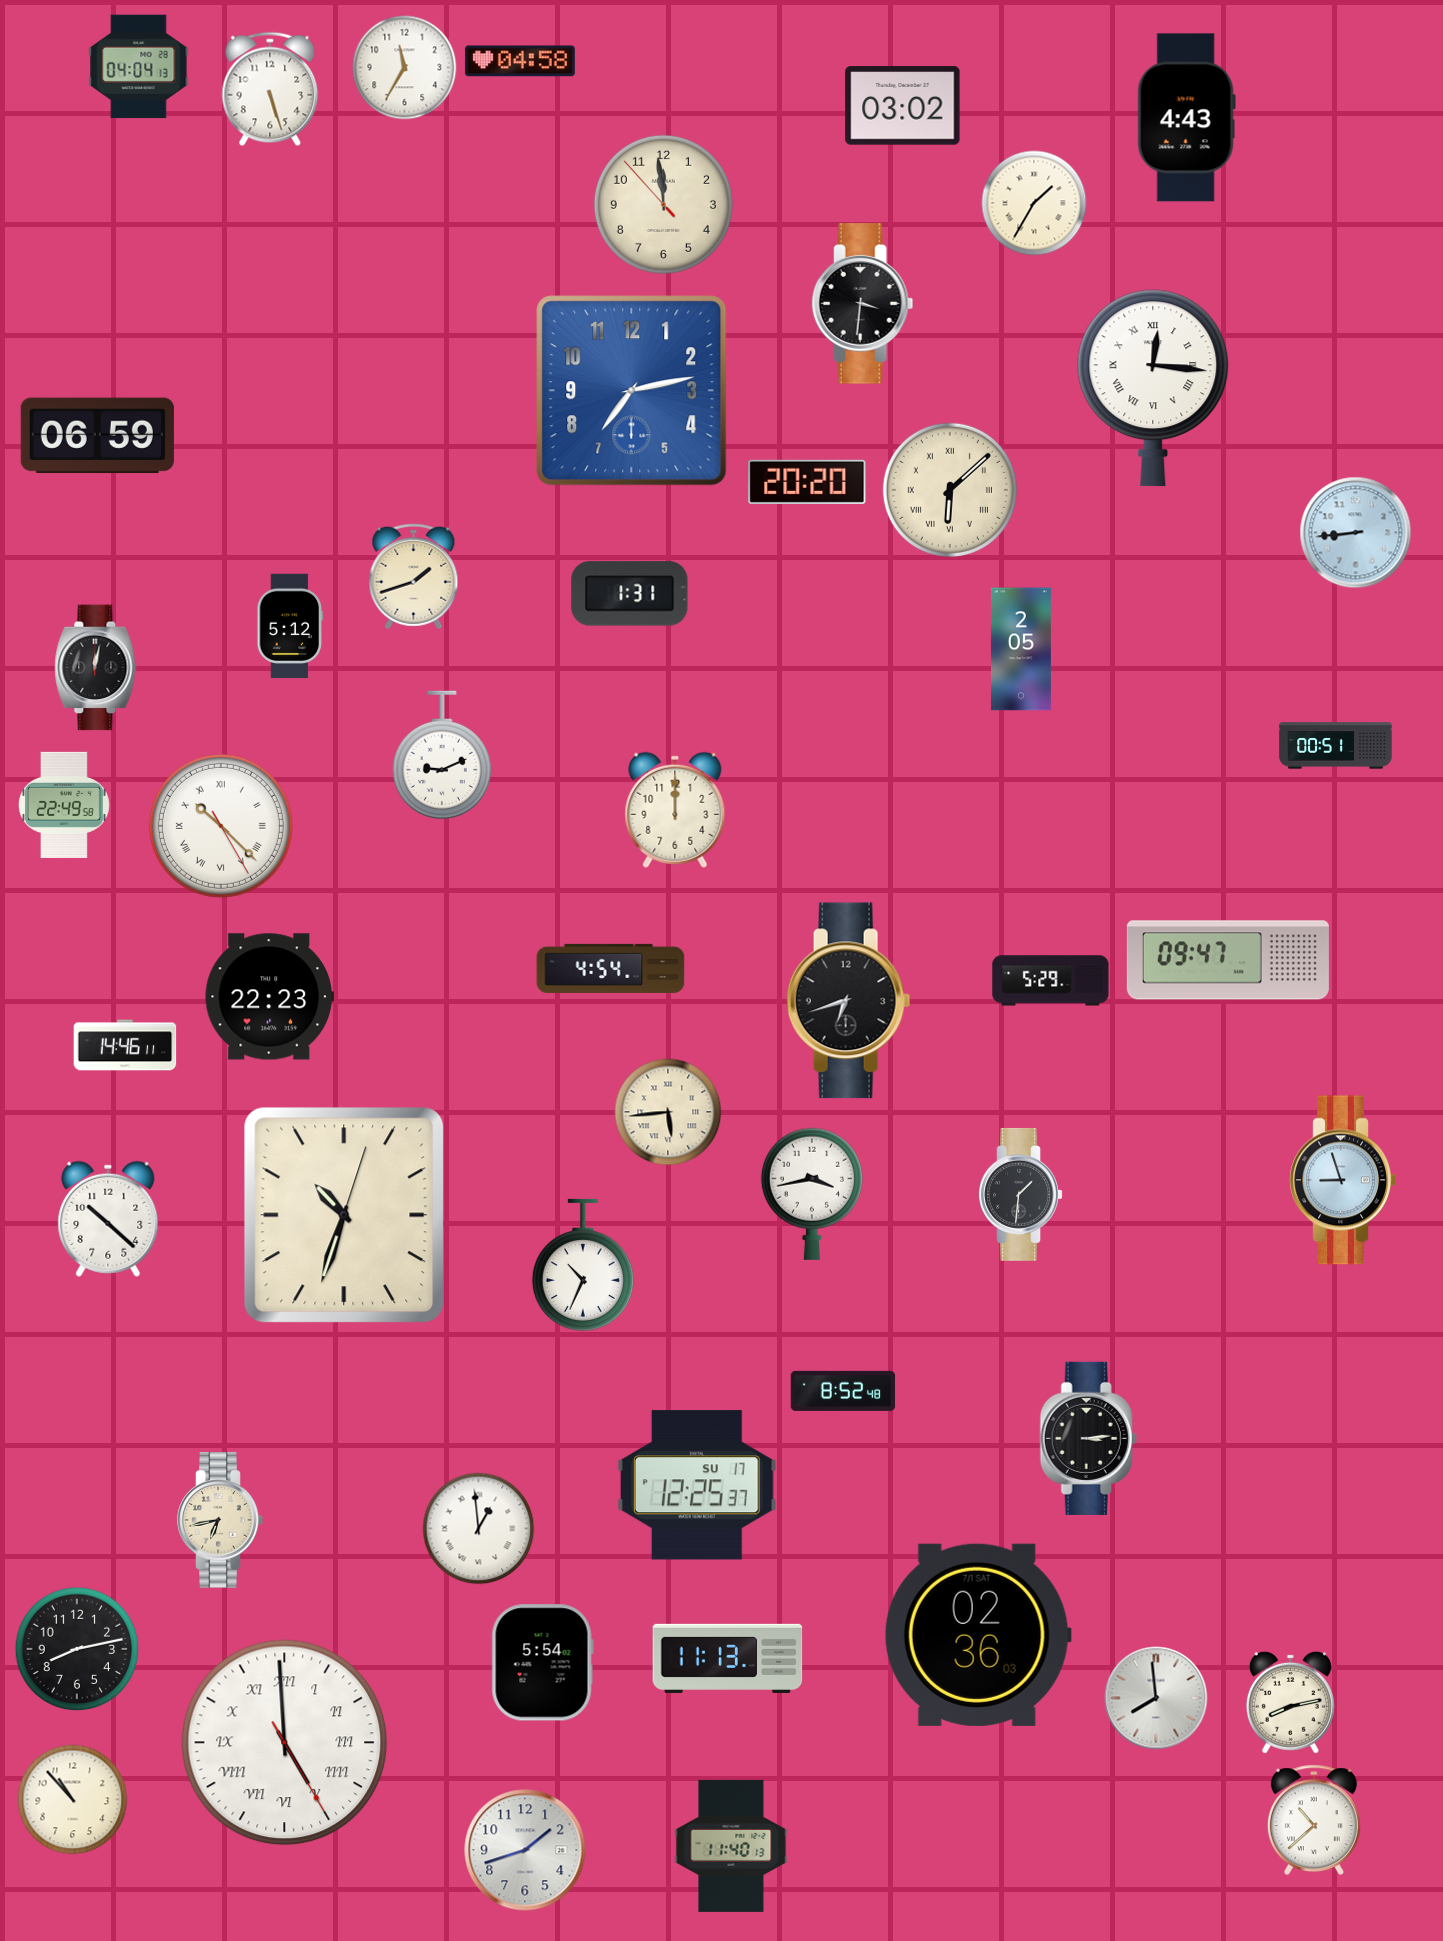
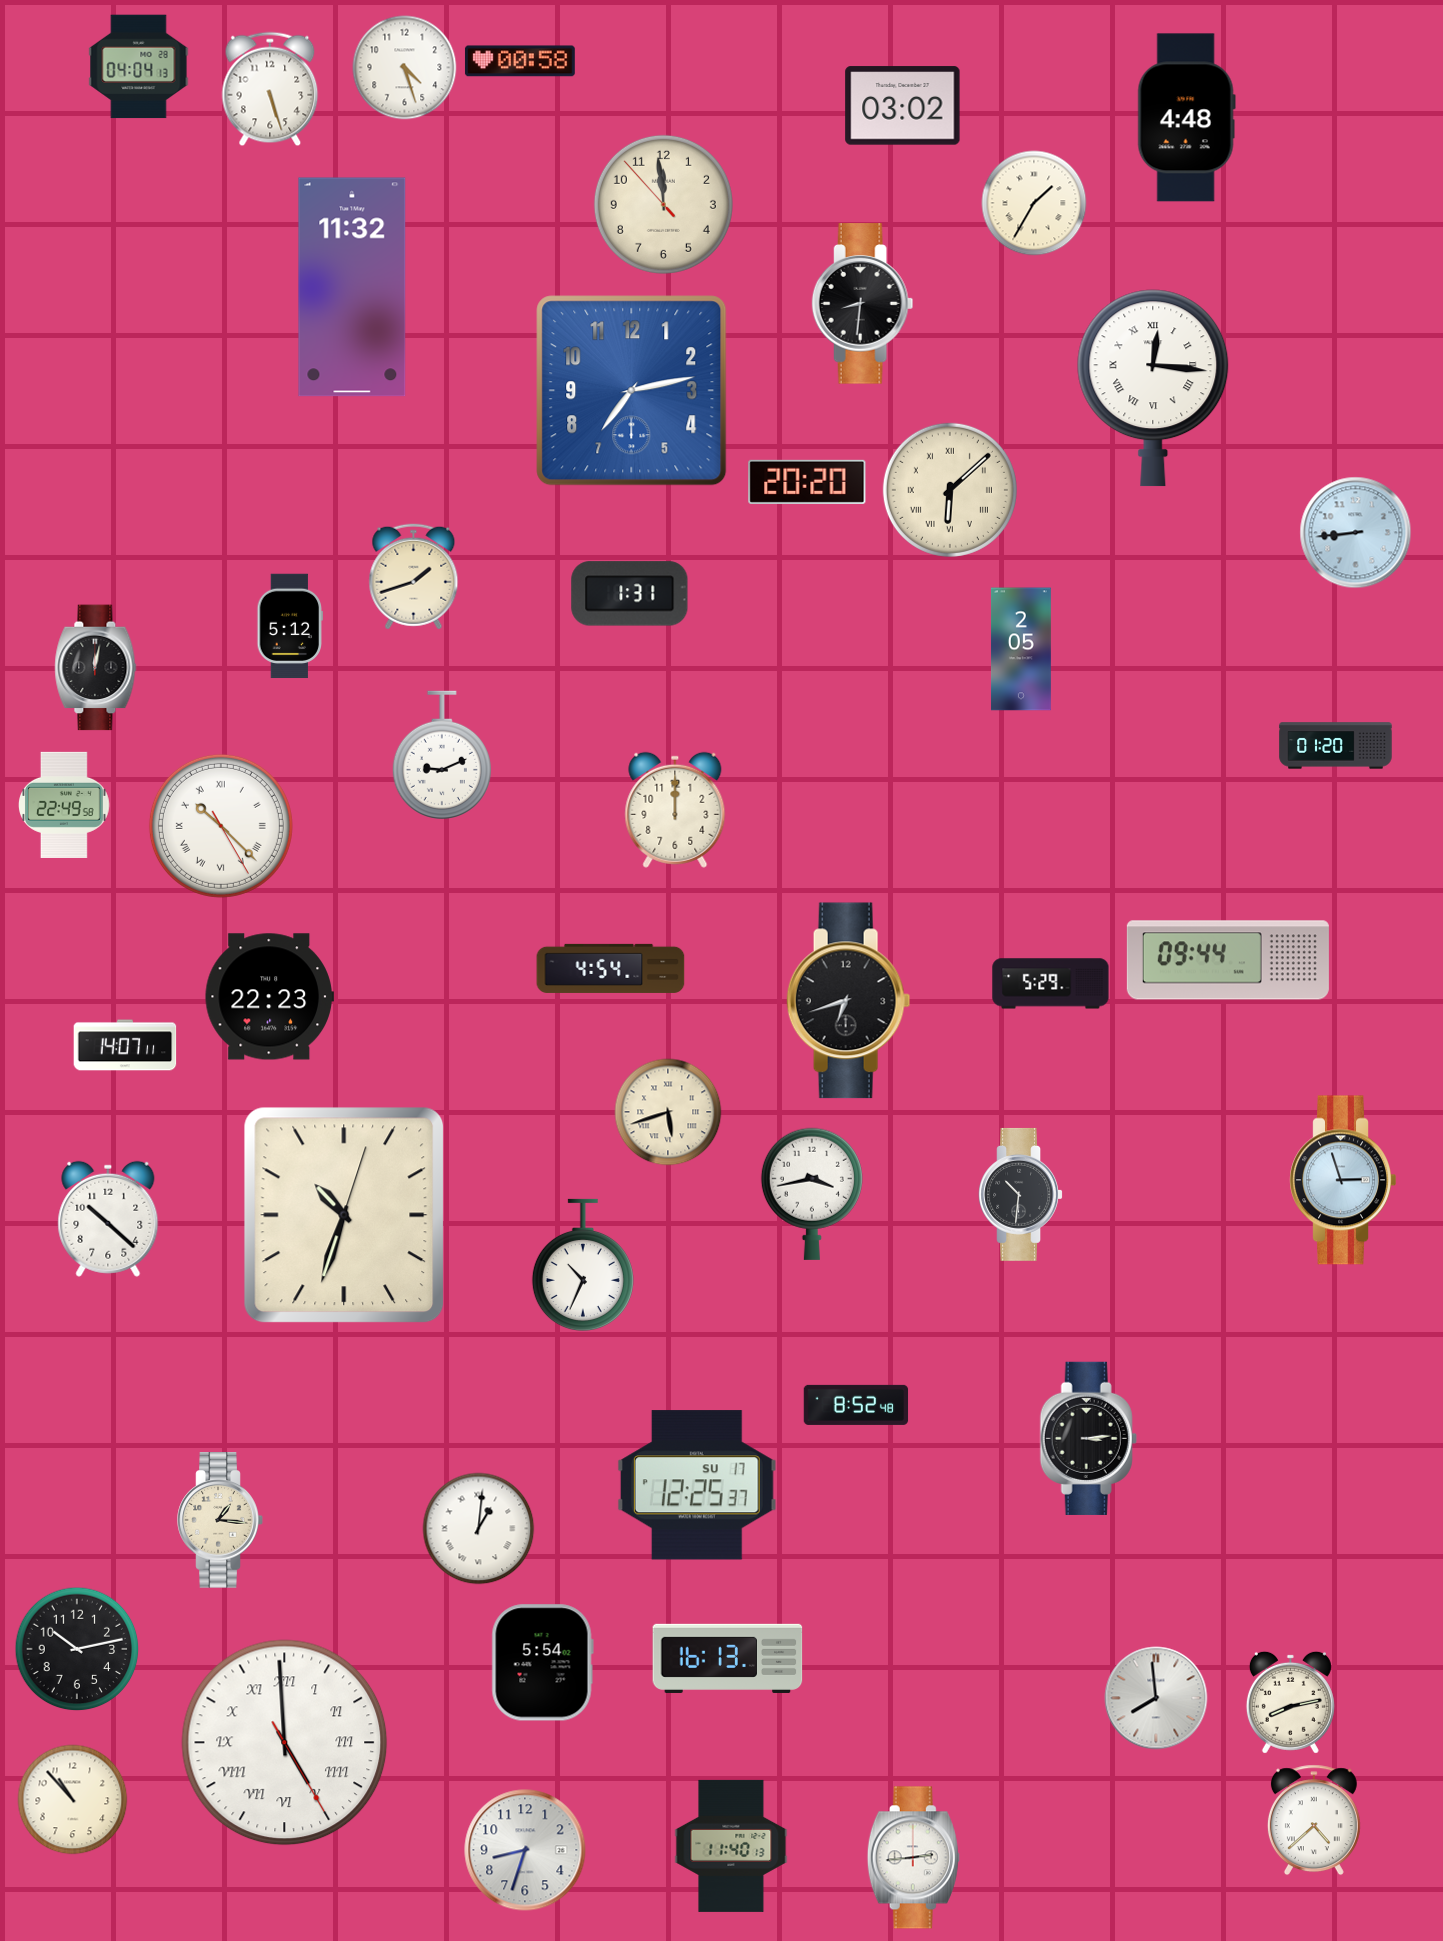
clock at (520, 61): 04:58 -> 00:58
clock at (405, 68): 11:35 -> 4:27
clock at (1186, 118): 4:43 -> 4:48
clock at (352, 287): none -> 11:32
clock at (863, 304): 3:31 -> 8:31
clock at (97, 436): 06:59 -> none
clock at (1336, 746): 00:51 -> 01:20
clock at (1228, 960): 09:47 -> 09:44
clock at (1051, 981) position: (1051, 981) -> (1051, 984)
clock at (125, 1045): 14:46 -> 14:07
clock at (668, 1112): 5:44 -> 5:42
clock at (1343, 1180): 8:57 -> 2:57
clock at (1020, 1194): 1:31 -> 10:31
clock at (843, 1391) position: (843, 1391) -> (856, 1405)
clock at (220, 1520): 6:43 -> 1:16
clock at (479, 1529): 12:59 -> 1:01
clock at (978, 1635): 02:36 -> none
clock at (77, 1649): 8:13 -> 10:13
clock at (728, 1658): 11:13 -> 16:13
clock at (1314, 1820): 10:38 -> 4:38
clock at (525, 1850): 1:42 -> 8:33
clock at (913, 1858): none -> 2:44
